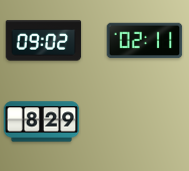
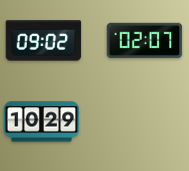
clock at (145, 41): 02:11 -> 02:07
clock at (42, 122): 8:29 -> 10:29
